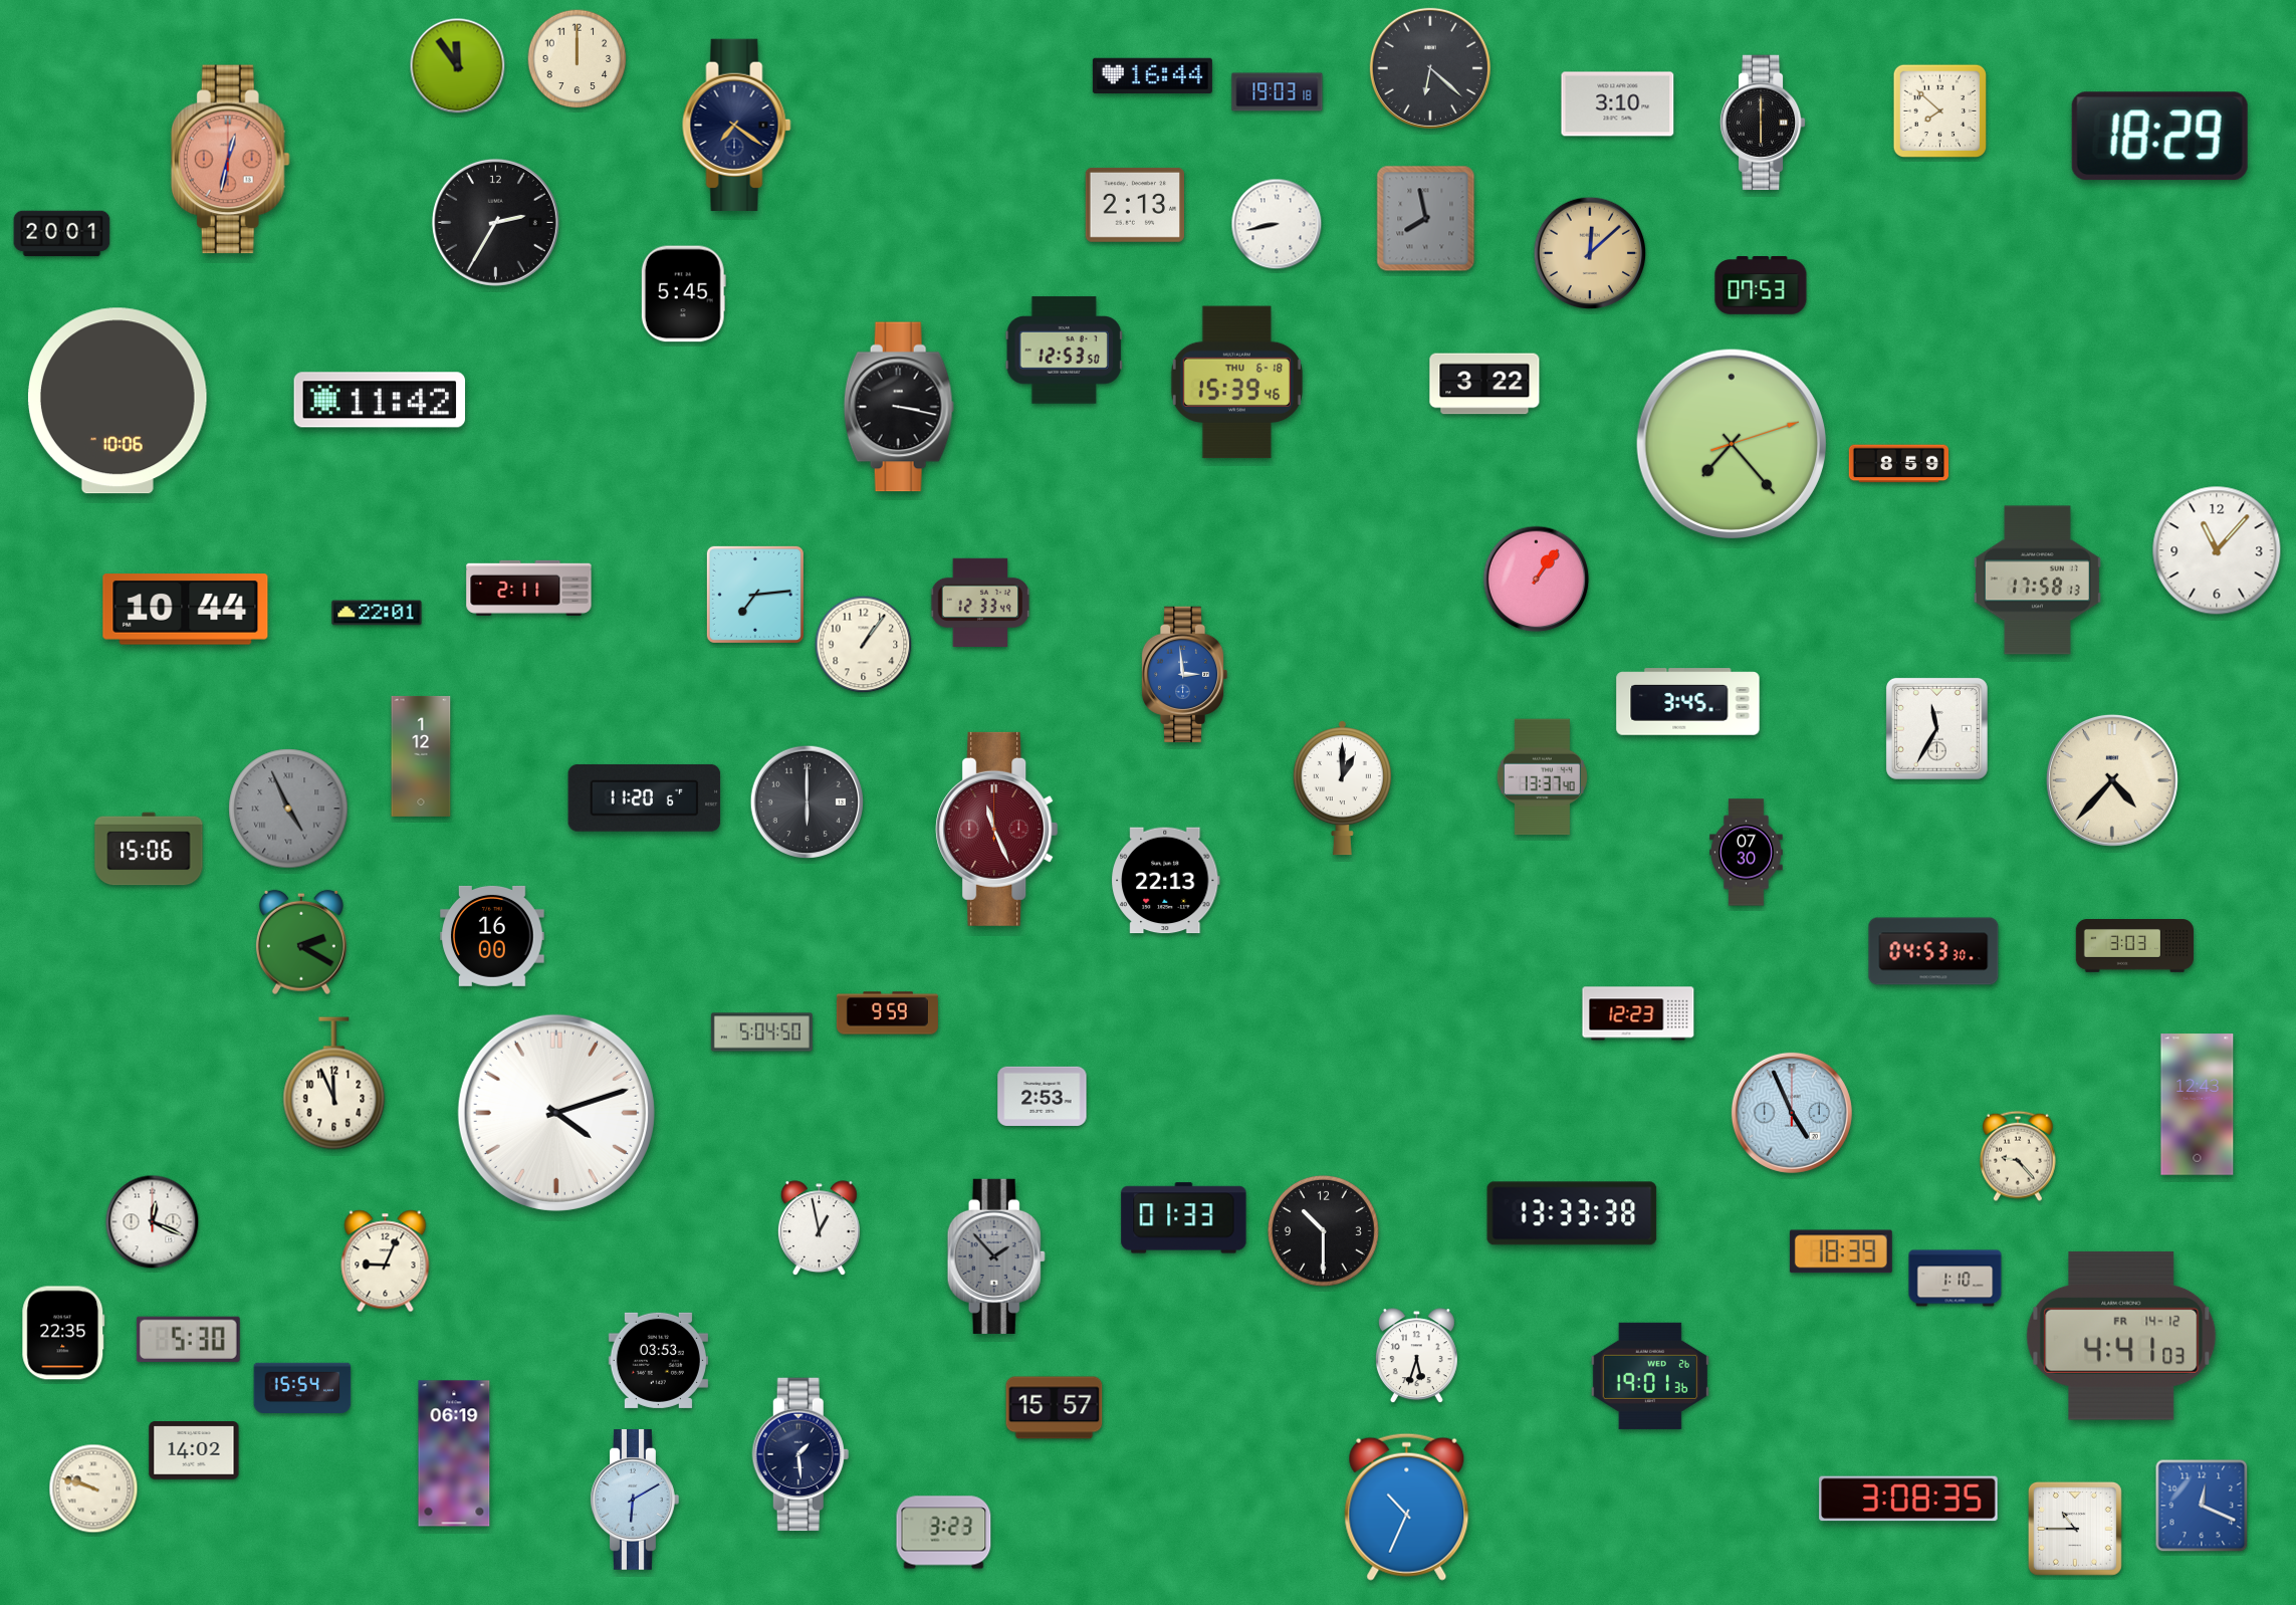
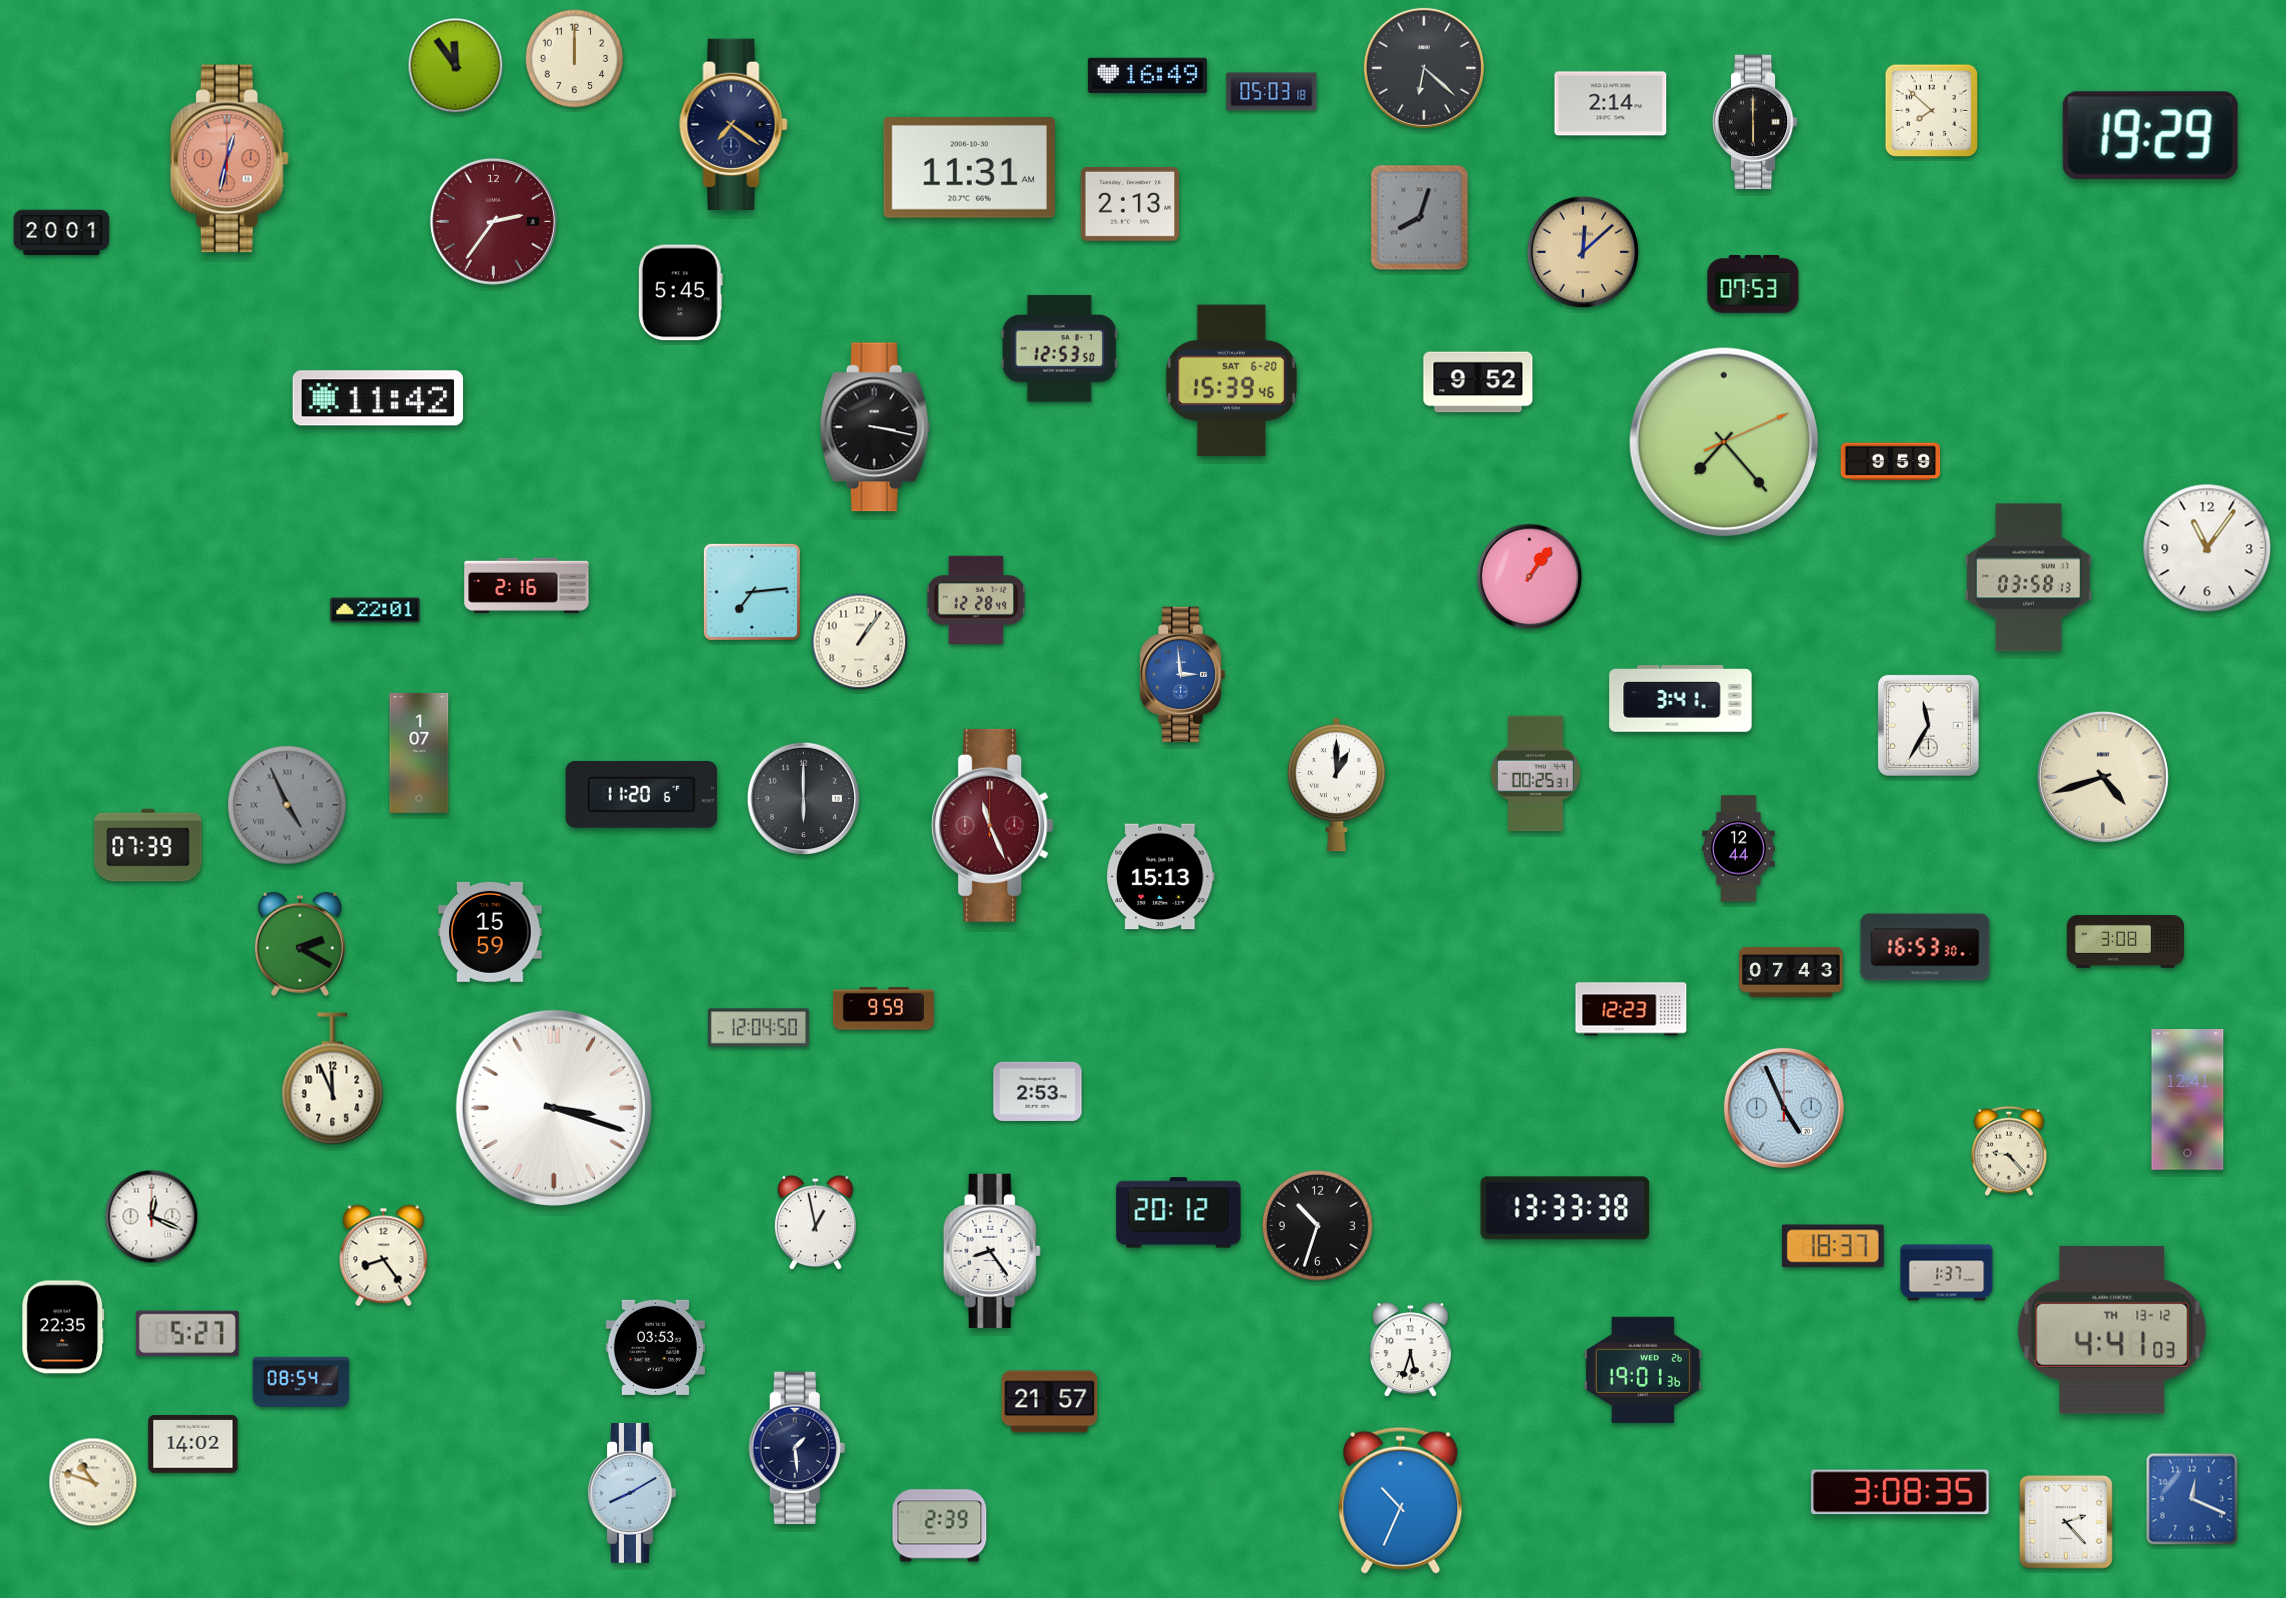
clock at (1152, 75): 16:44 -> 16:49
clock at (1278, 92): 19:03 -> 05:03
clock at (1618, 104): 3:10 -> 2:14
clock at (2159, 137): 18:29 -> 19:29
clock at (969, 168): none -> 11:31
clock at (1426, 219): 7:58 -> 8:03
clock at (495, 222): 2:35 -> 2:36
clock at (495, 222) dial: black -> burgundy
clock at (1277, 224): 8:43 -> none
clock at (1236, 383) date: THU 6-18 -> SAT 6-20
clock at (1484, 384): 3:22 -> 9:52
clock at (118, 401): 10:06 -> none
clock at (899, 407) position: (899, 407) -> (875, 427)
clock at (1731, 443): 7:23:12 -> 7:23:11
clock at (1898, 464): 8:59 -> 9:59
clock at (2217, 550): 11:07 -> 11:06
clock at (2037, 581): 17:58 -> 03:58
clock at (529, 588): 2:11 -> 2:16
clock at (980, 602): 12:33 -> 12:28
clock at (186, 610): 10:44 -> none
clock at (1184, 674) position: (1184, 674) -> (1182, 674)
clock at (1688, 702): 3:45 -> 3:41
clock at (421, 756): 1:12 -> 1:07
clock at (1542, 777): 13:37 -> 00:25
clock at (2112, 780): 4:37 -> 4:42
clock at (149, 849): 15:06 -> 07:39
clock at (1747, 853): 07:30 -> 12:44
clock at (1166, 881): 22:13 -> 15:13
clock at (492, 936): 16:00 -> 15:59
clock at (301, 942) position: (301, 942) -> (300, 944)
clock at (2135, 946): 3:03 -> 3:08
clock at (1933, 951): 04:53 -> 16:53
clock at (1791, 972): none -> 07:43
clock at (761, 1033): 5:04 -> 12:04
clock at (2198, 1105): 12:43 -> 12:41
clock at (556, 1113): 4:12 -> 3:18
clock at (1184, 1218): 01:33 -> 20:12
clock at (1323, 1230): 10:30 -> 10:33
clock at (1841, 1251): 18:39 -> 18:37
clock at (996, 1256): 1:53 -> 8:24
clock at (996, 1256) dial: grey -> white
clock at (386, 1262): 9:04 -> 8:24
clock at (1956, 1279): 1:10 -> 1:37
clock at (2121, 1336) date: FR 14-12 -> TH 13-12
clock at (188, 1339): 5:30 -> 5:27
clock at (658, 1360) position: (658, 1360) -> (655, 1347)
clock at (302, 1387): 15:54 -> 08:54
clock at (1055, 1408): 15:57 -> 21:57
clock at (454, 1453): 06:19 -> none
clock at (93, 1488): 9:48 -> 10:48
clock at (635, 1501): 6:10 -> 8:10
clock at (2075, 1529): 10:45 -> 2:23
clock at (944, 1533): 3:23 -> 2:39
